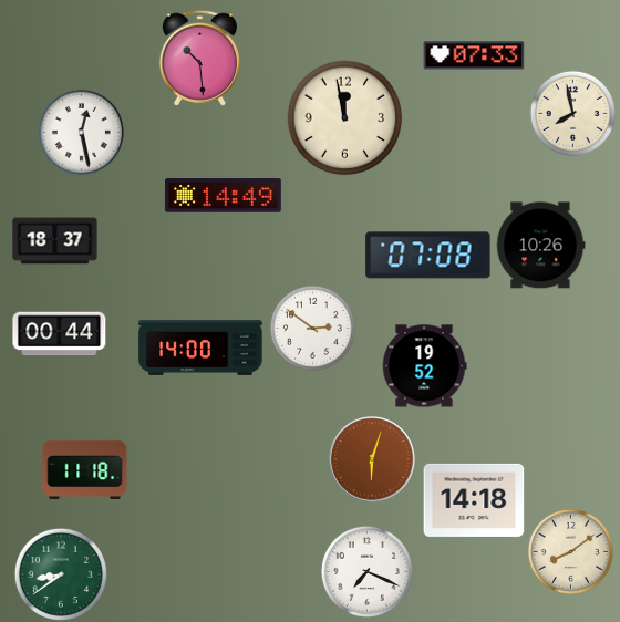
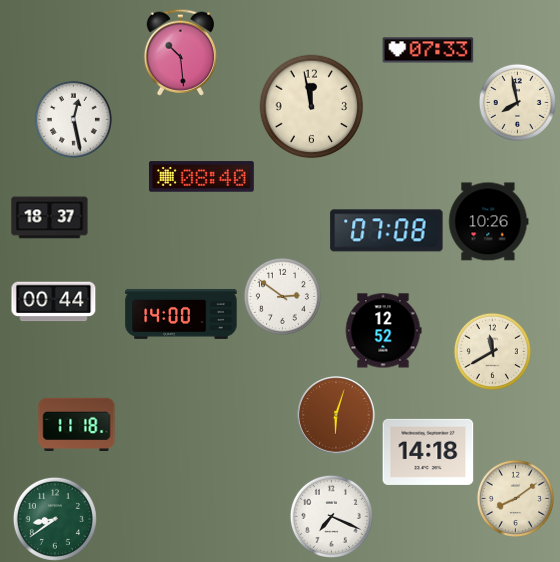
clock at (223, 196): 14:49 -> 08:40
clock at (424, 366): 19:52 -> 12:52
clock at (492, 351): none -> 11:40
